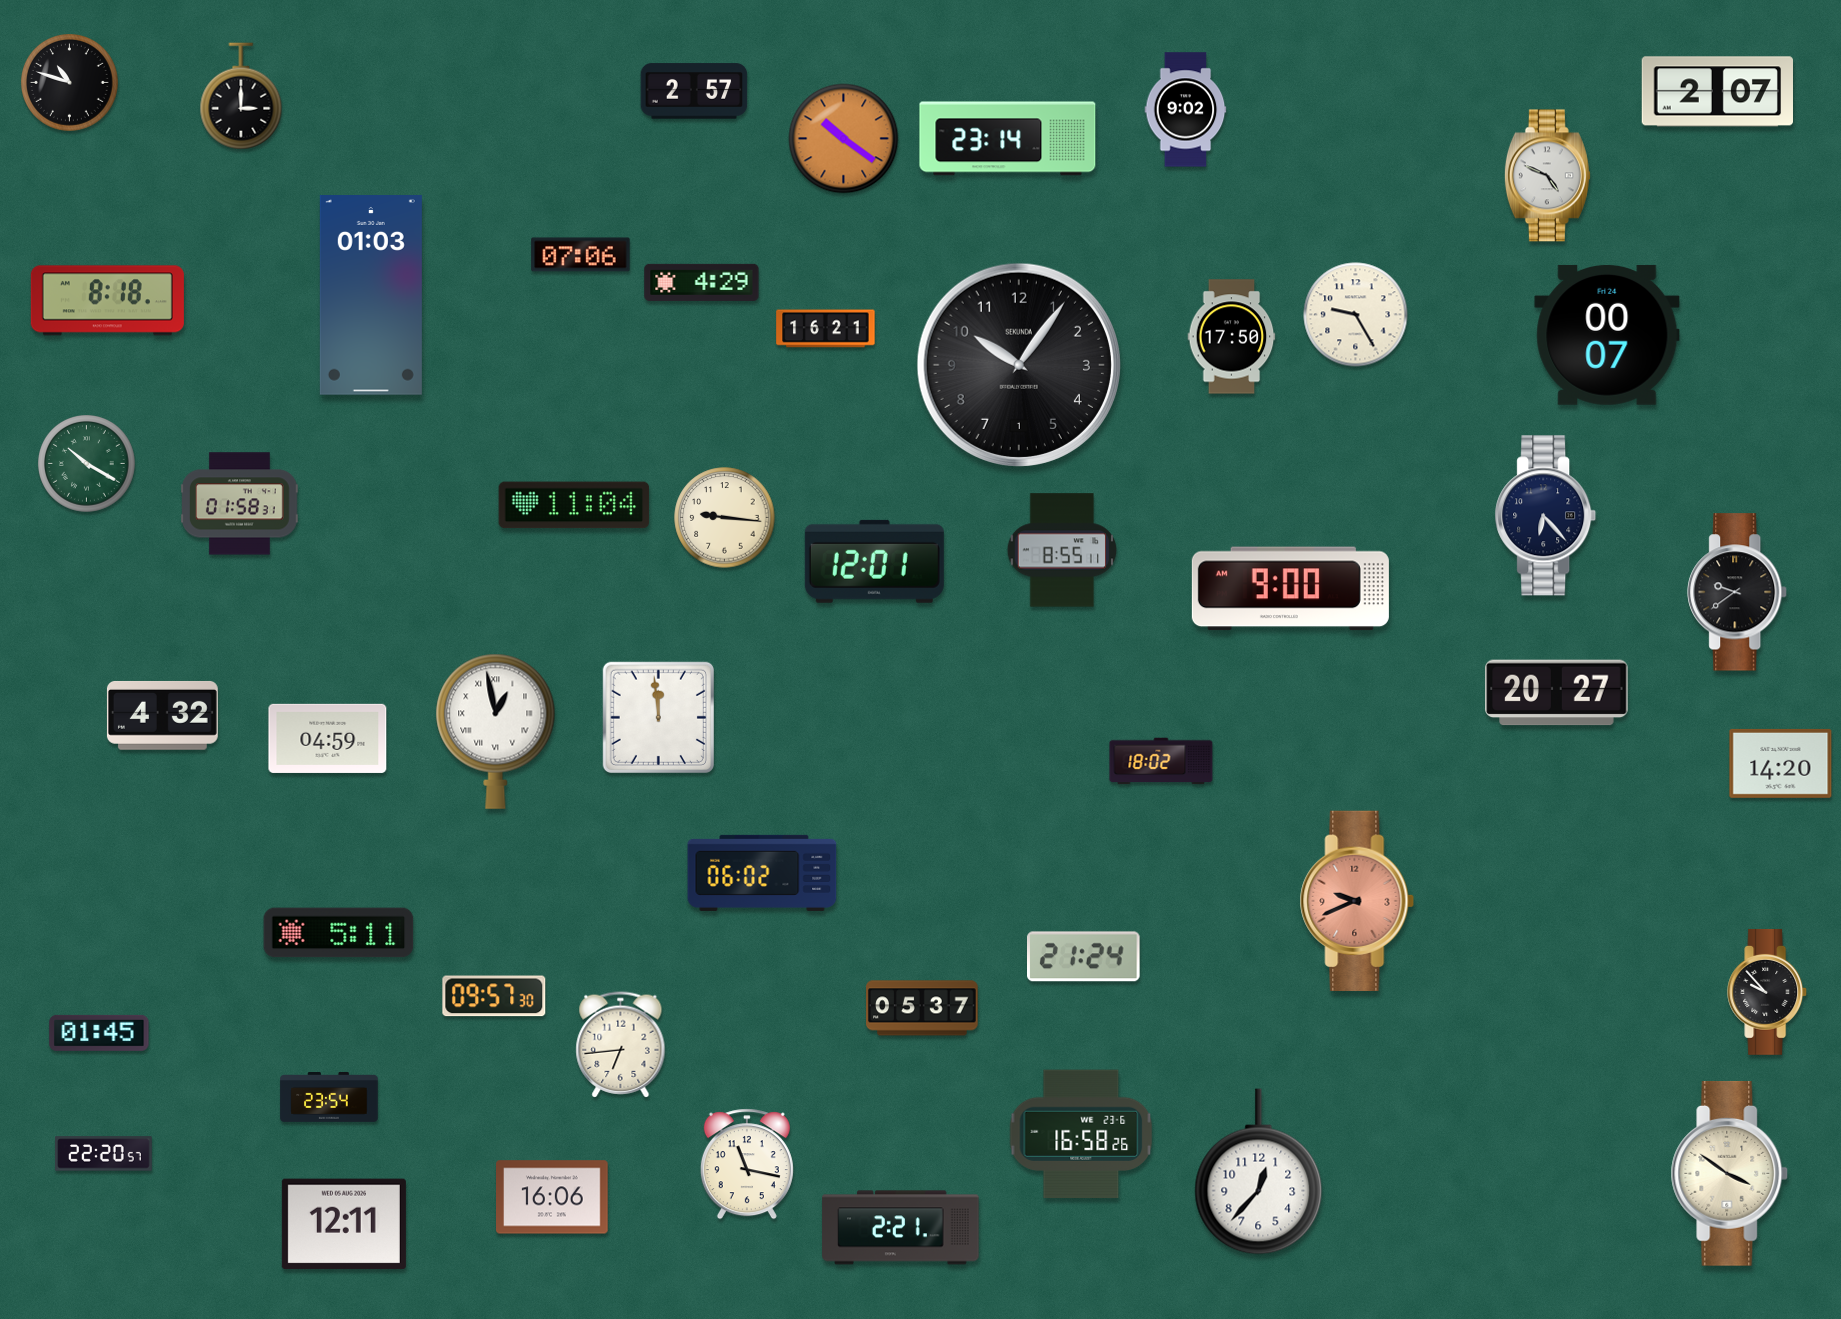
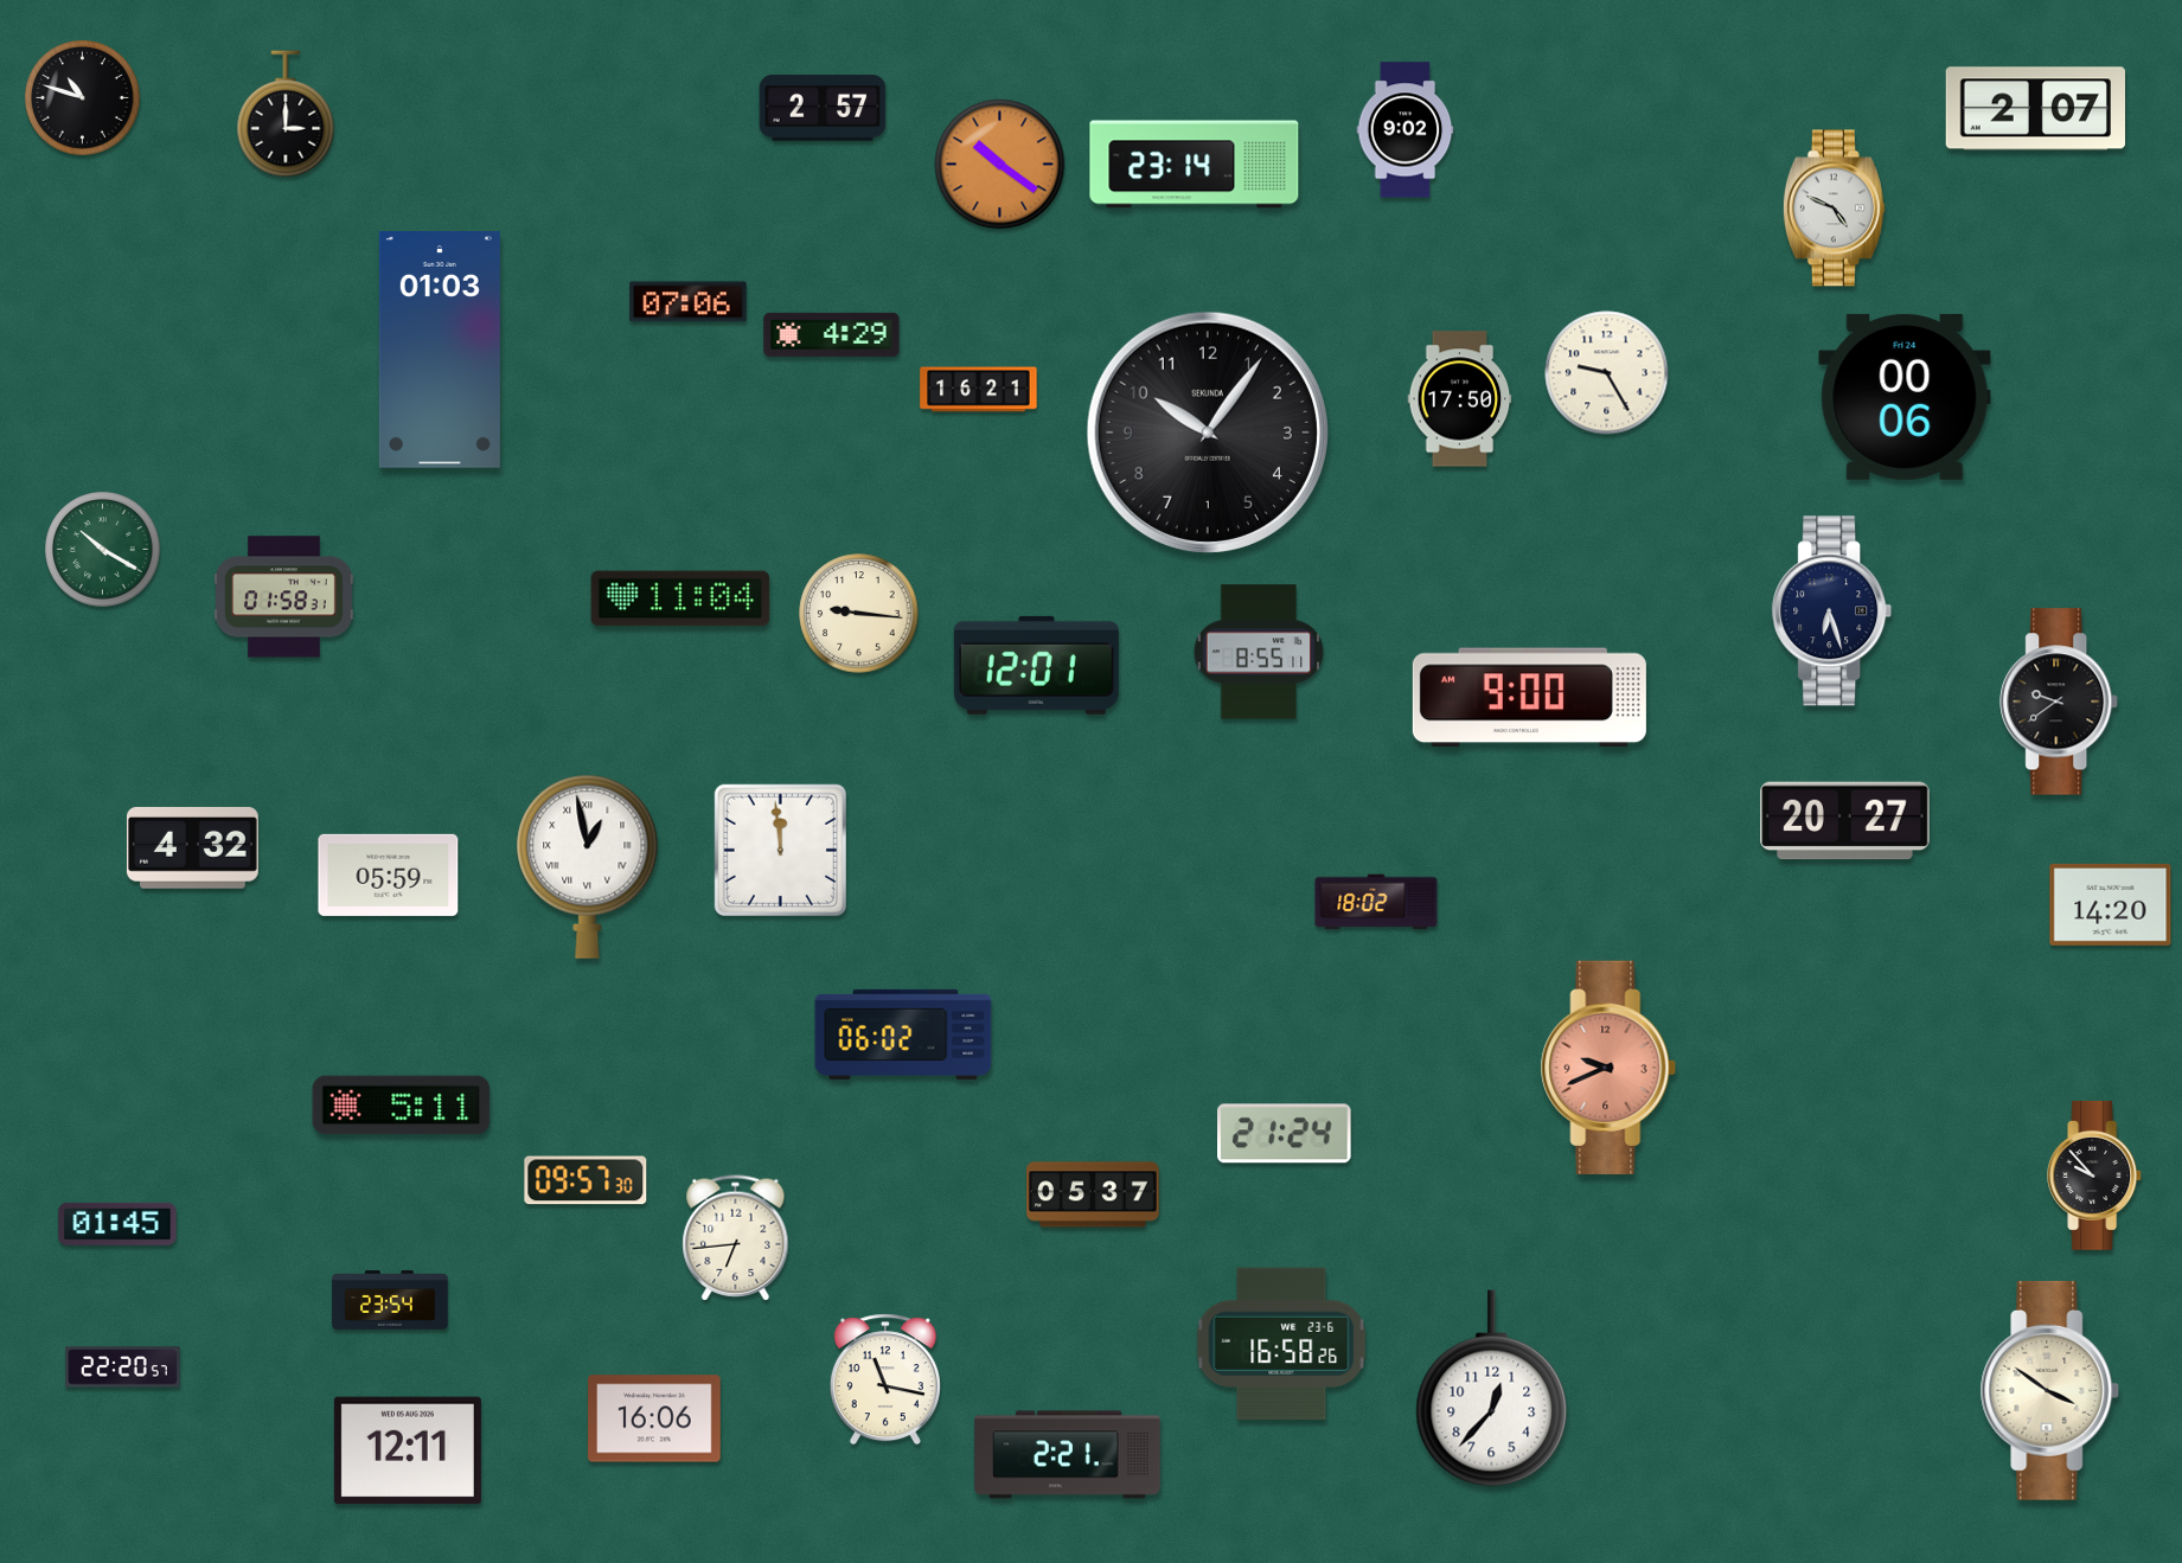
clock at (107, 301): 8:18 -> none
clock at (1607, 335): 00:07 -> 00:06
clock at (1546, 516): 6:23 -> 6:27
clock at (328, 738): 04:59 -> 05:59
